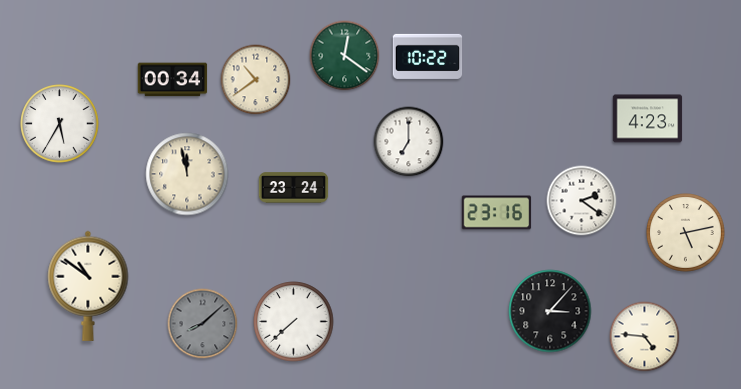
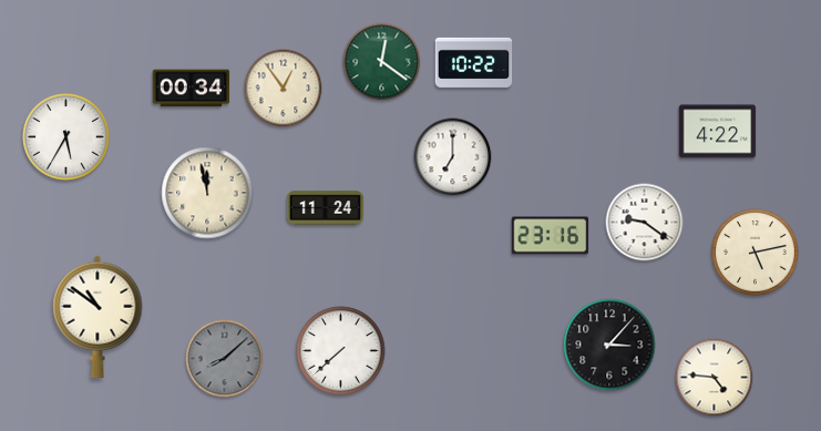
clock at (256, 80): 10:39 -> 12:54
clock at (648, 119): 4:23 -> 4:22
clock at (294, 188): 23:24 -> 11:24
clock at (582, 201): 2:21 -> 9:21
clock at (686, 233) position: (686, 233) -> (756, 253)
clock at (294, 322) position: (294, 322) -> (341, 351)
clock at (645, 337) position: (645, 337) -> (715, 378)
